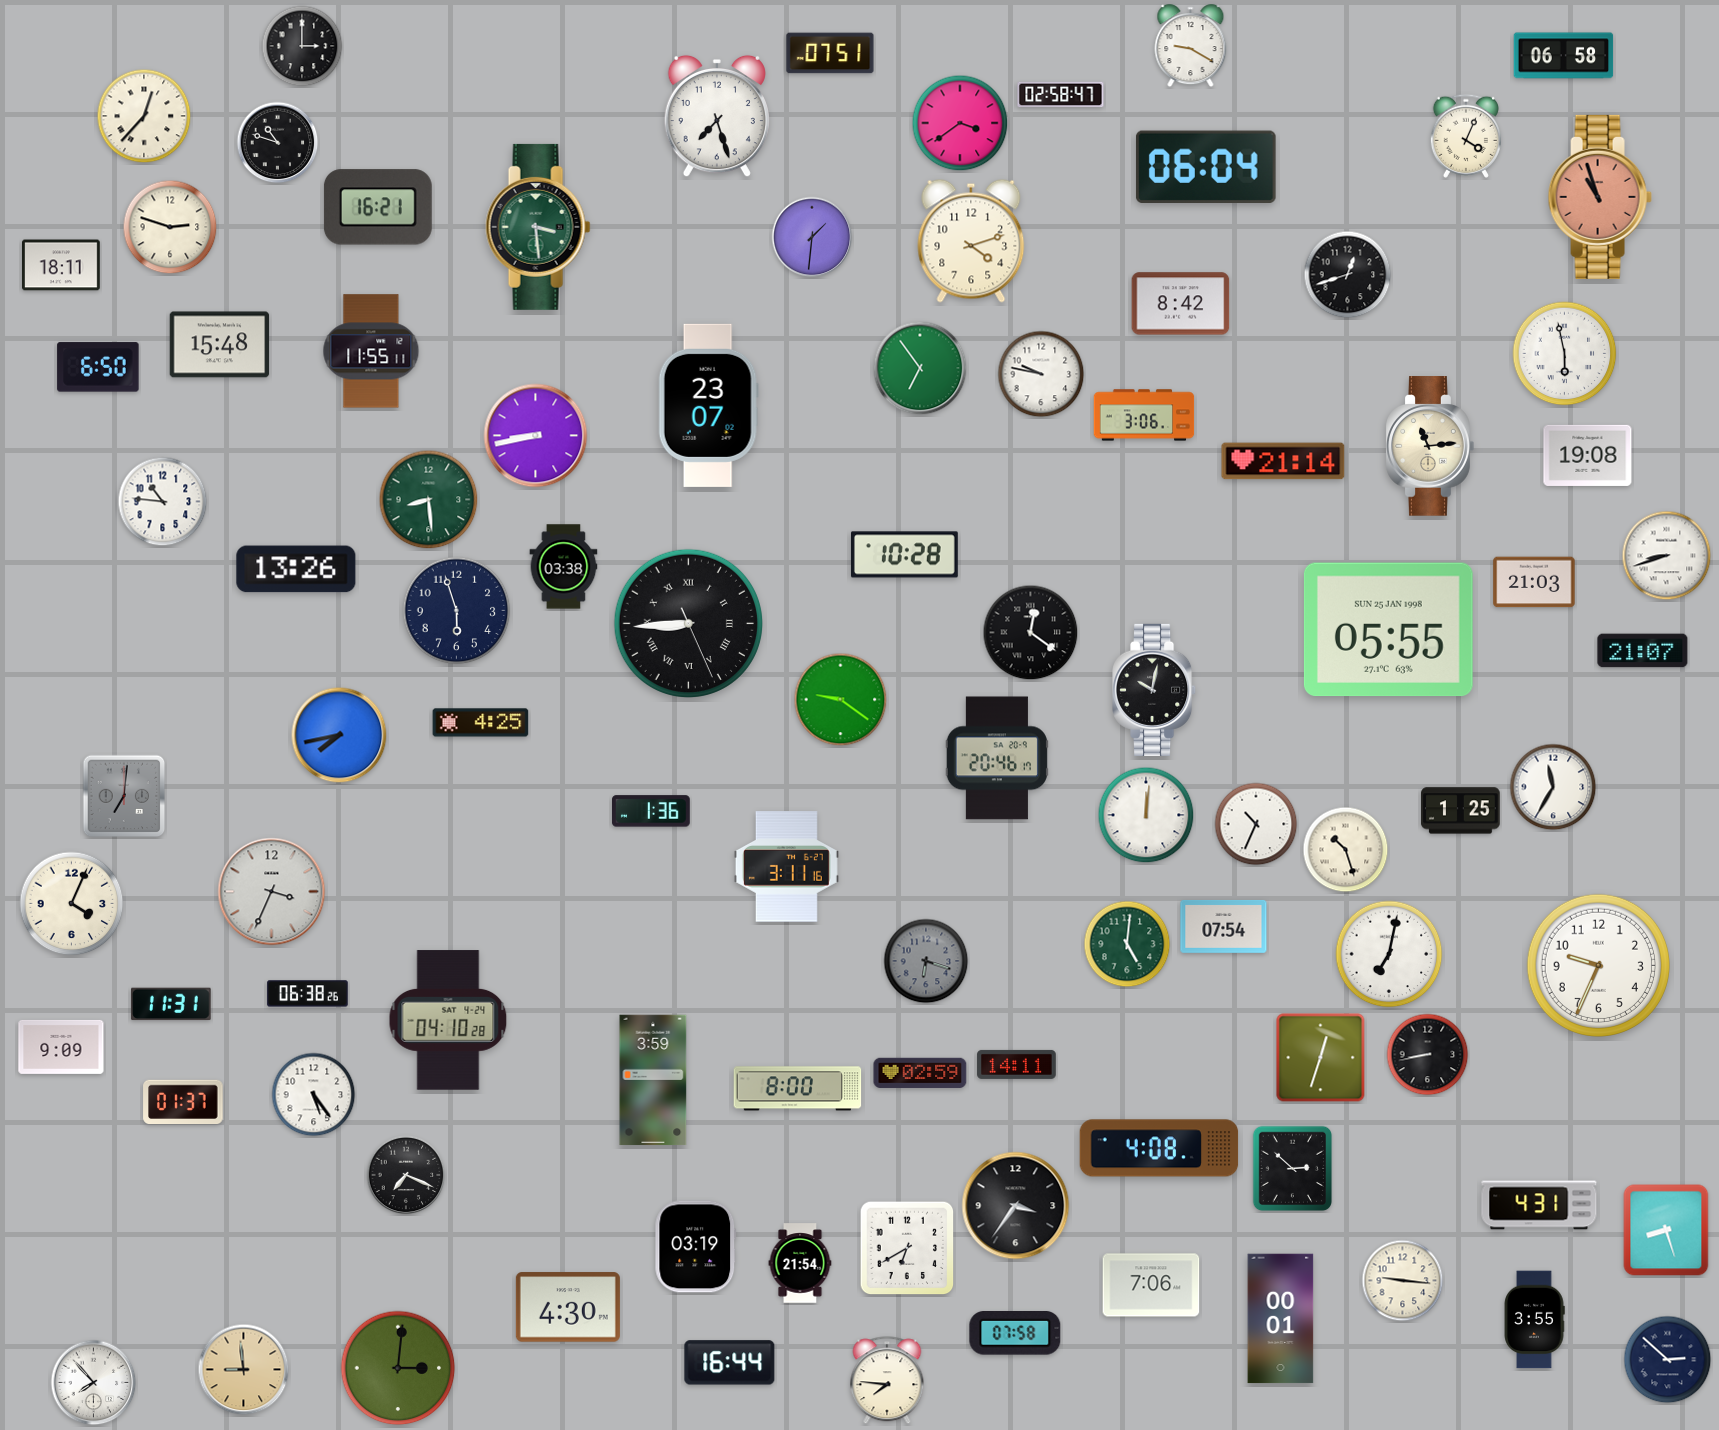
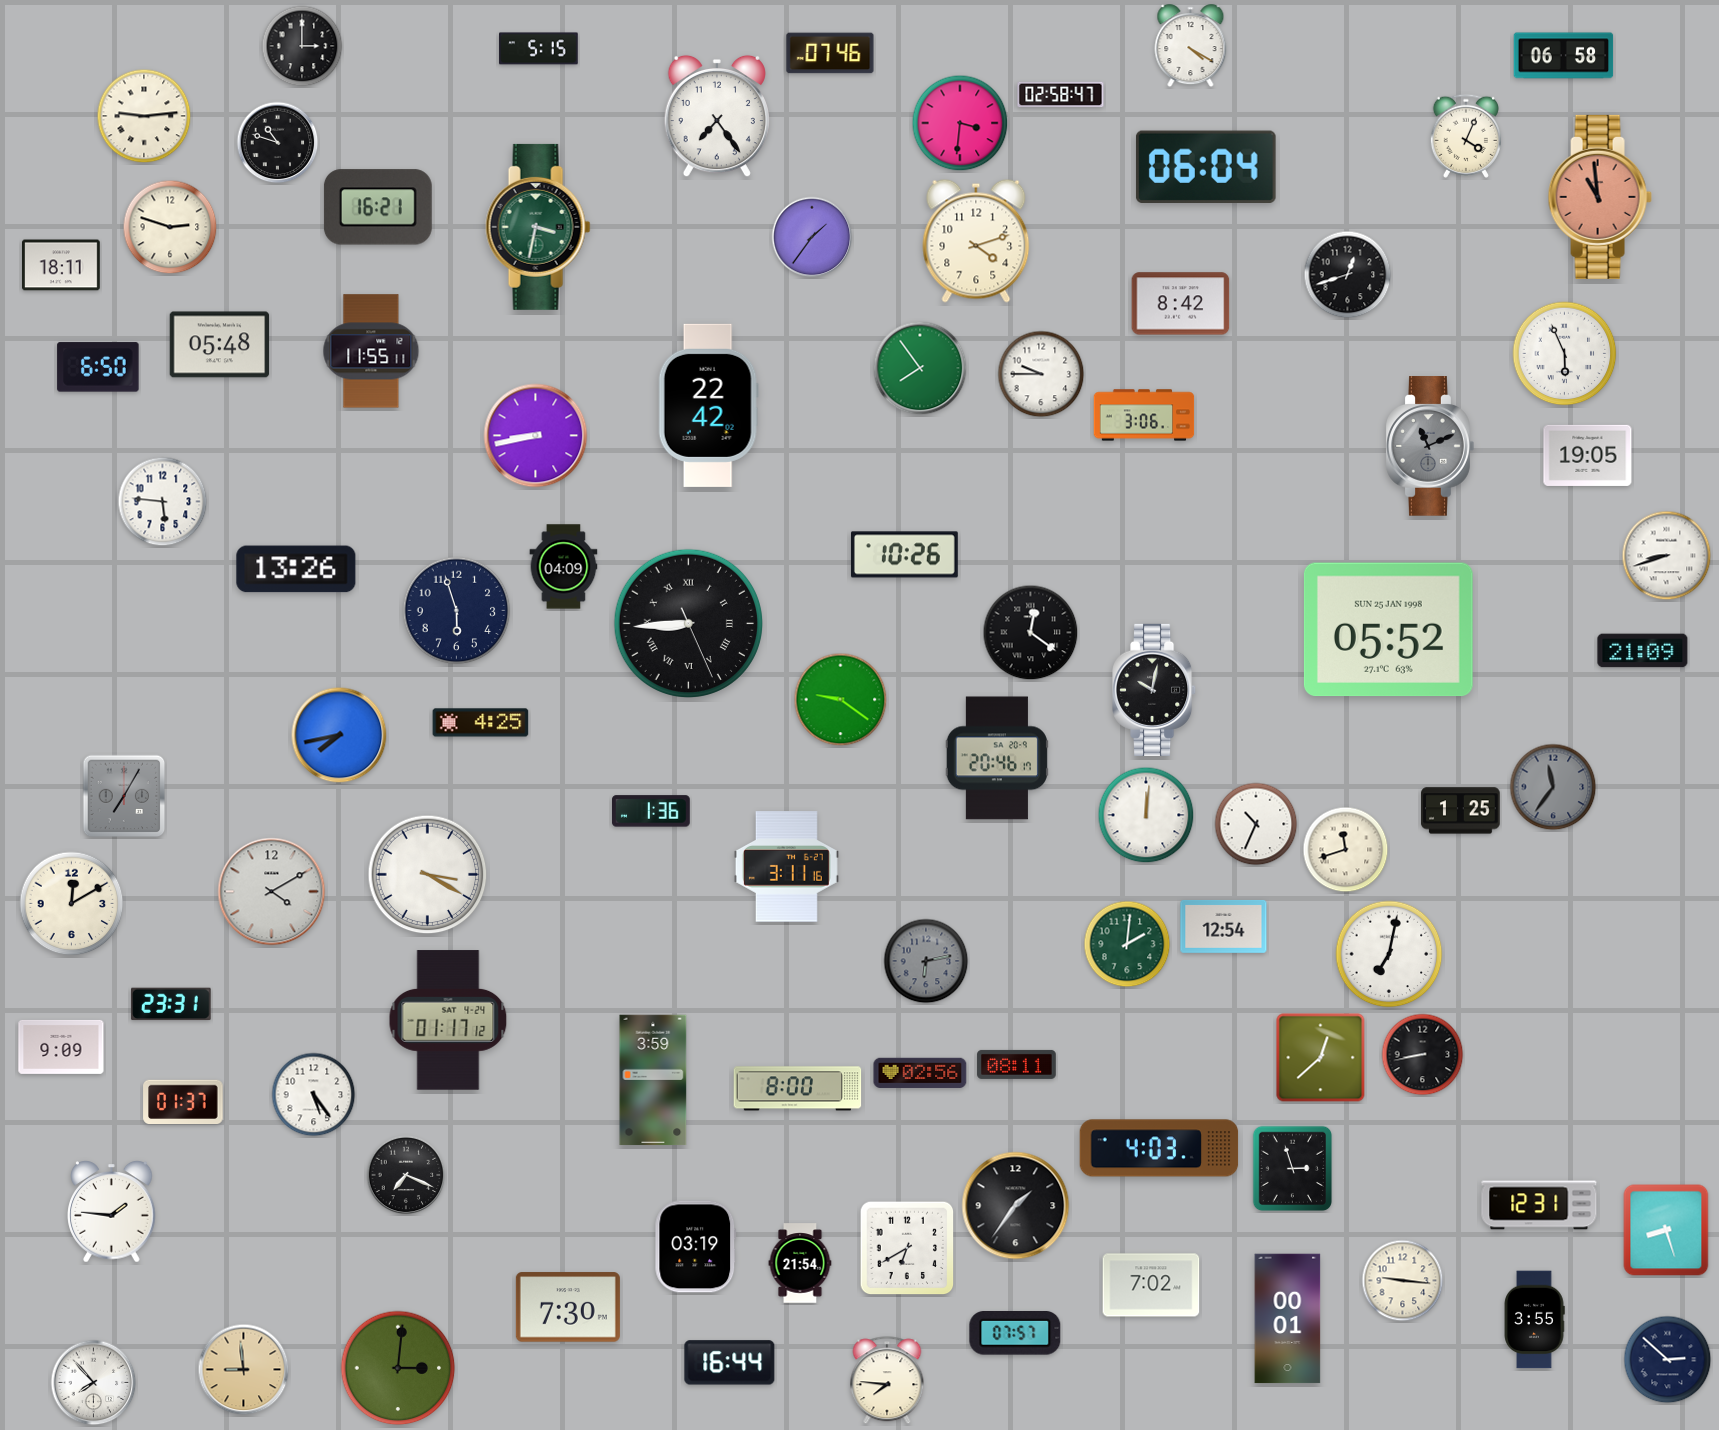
clock at (1191, 46): 9:20 -> 4:20
clock at (539, 49): none -> 5:15
clock at (830, 53): 07:51 -> 07:46
clock at (144, 116): 12:37 -> 9:14
clock at (717, 116): 7:27 -> 7:24
clock at (960, 123): 3:39 -> 3:31
clock at (1600, 197): 10:57 -> 10:59
clock at (538, 227): 3:29 -> 3:32
clock at (812, 237): 1:31 -> 1:36
clock at (971, 241) position: (971, 241) -> (976, 241)
clock at (220, 345): 15:48 -> 05:48
clock at (1565, 354): 5:58 -> 5:56
clock at (920, 368): 6:54 -> 7:54
clock at (1041, 374): 9:47 -> 9:45
clock at (708, 405): 23:07 -> 22:42
clock at (1430, 446): 11:14 -> 11:11
clock at (1430, 446) dial: cream -> grey
clock at (1588, 455): 19:08 -> 19:05
clock at (1283, 461): 21:14 -> none
clock at (429, 500): 8:29 -> none
clock at (163, 502): 10:46 -> 5:46
clock at (904, 555): 10:28 -> 10:26
clock at (564, 567): 03:38 -> 04:09
clock at (1534, 582): 21:03 -> none
clock at (1388, 630): 05:55 -> 05:52
clock at (1643, 651): 21:07 -> 21:09
clock at (1553, 787): 11:35 -> 11:36
clock at (1553, 787) dial: white -> grey
clock at (124, 796): 7:01 -> 7:05
clock at (1346, 850): 10:27 -> 11:42
clock at (428, 875): none -> 3:20
clock at (272, 892): 3:34 -> 4:10
clock at (72, 904): 4:04 -> 12:10
clock at (1224, 926): 07:54 -> 12:54
clock at (1127, 944): 5:01 -> 2:01
clock at (926, 961): 6:18 -> 6:13
clock at (1598, 965): 9:34 -> none
clock at (308, 994): 06:38 -> none
clock at (171, 1004): 11:31 -> 23:31
clock at (448, 1020): 04:10 -> 01:17
clock at (1428, 1055) position: (1428, 1055) -> (1423, 1055)
clock at (1321, 1058): 12:33 -> 12:38
clock at (1017, 1064): 14:11 -> 08:11
clock at (920, 1072): 02:59 -> 02:56
clock at (1159, 1148): 4:08 -> 4:03
clock at (1293, 1169): 2:52 -> 2:57
clock at (1539, 1205): 4:31 -> 12:31
clock at (1016, 1206): 3:36 -> 1:36
clock at (112, 1212): none -> 1:46
clock at (1151, 1285): 7:06 -> 7:02
clock at (568, 1307): 4:30 -> 7:30
clock at (1281, 1319) position: (1281, 1319) -> (1288, 1319)
clock at (1015, 1334): 07:58 -> 07:57
